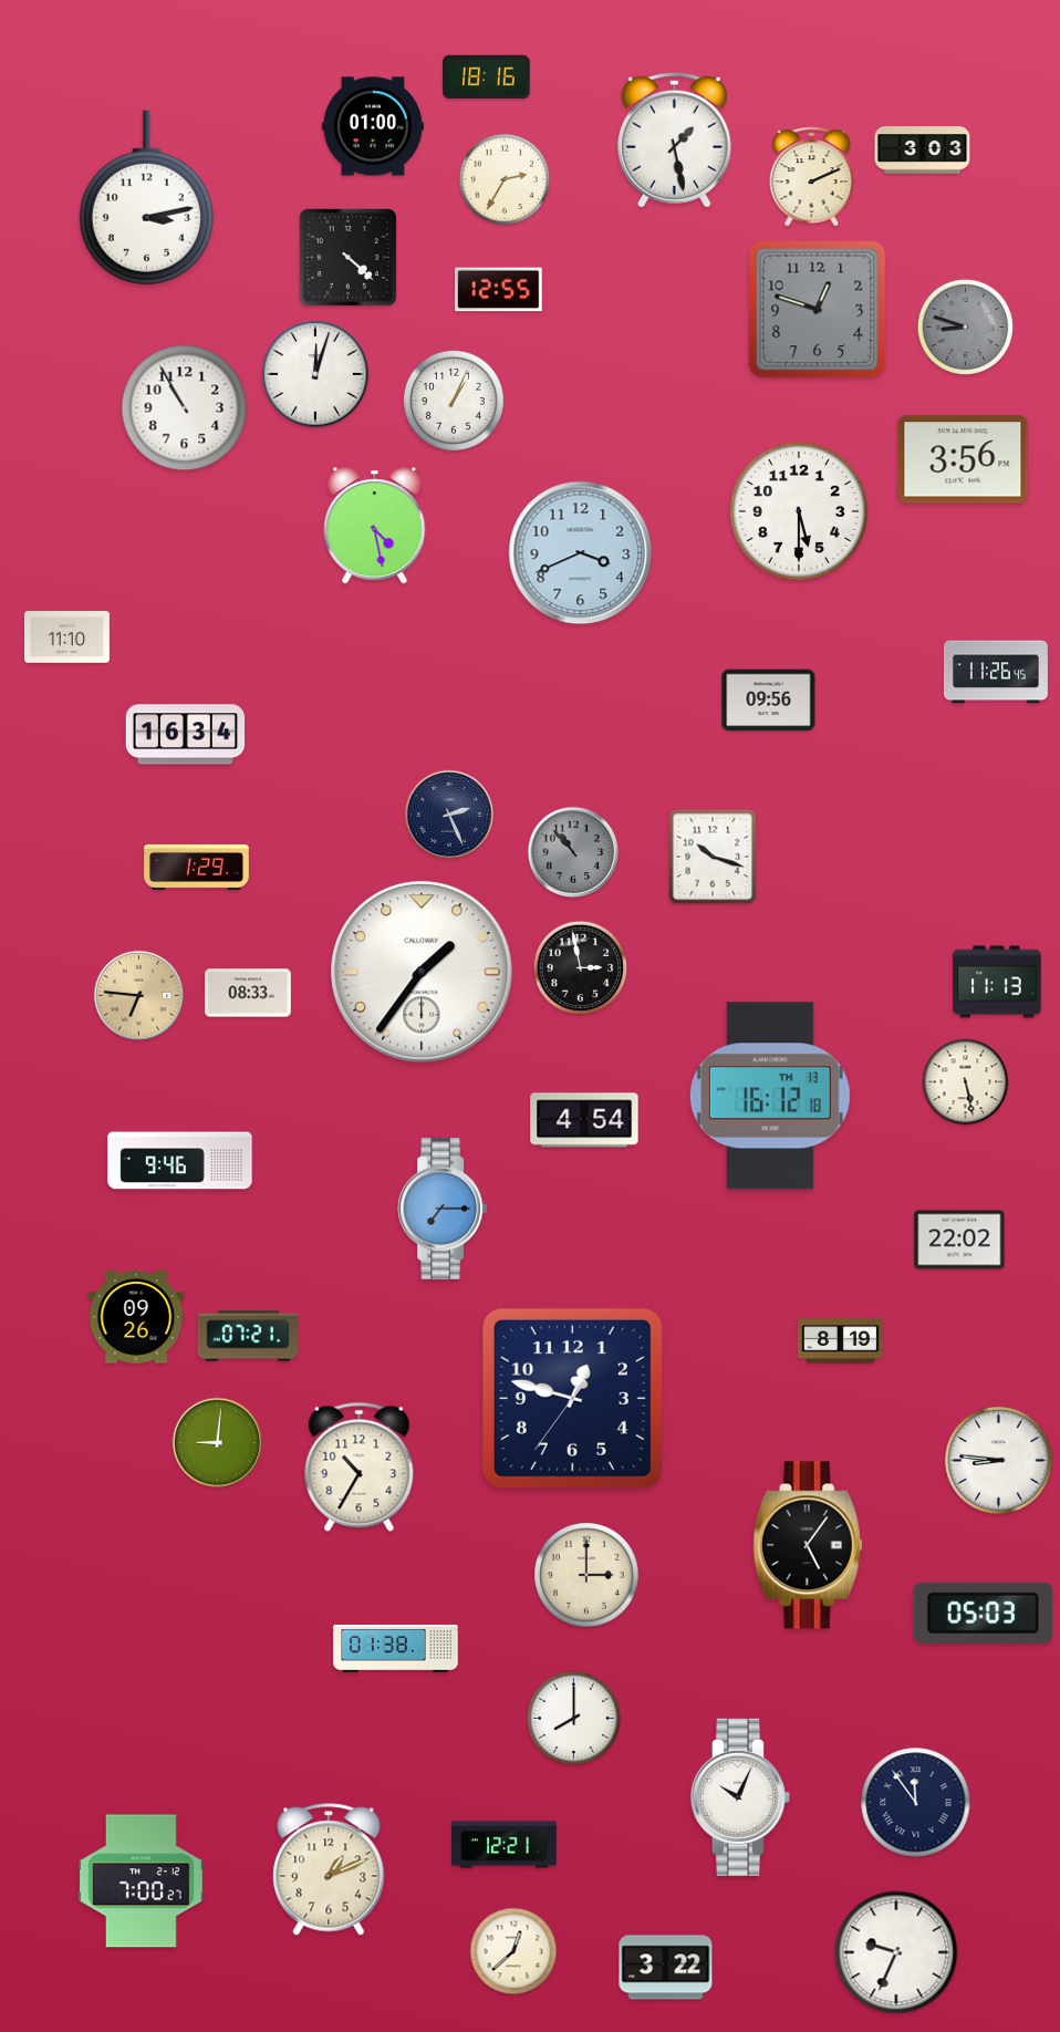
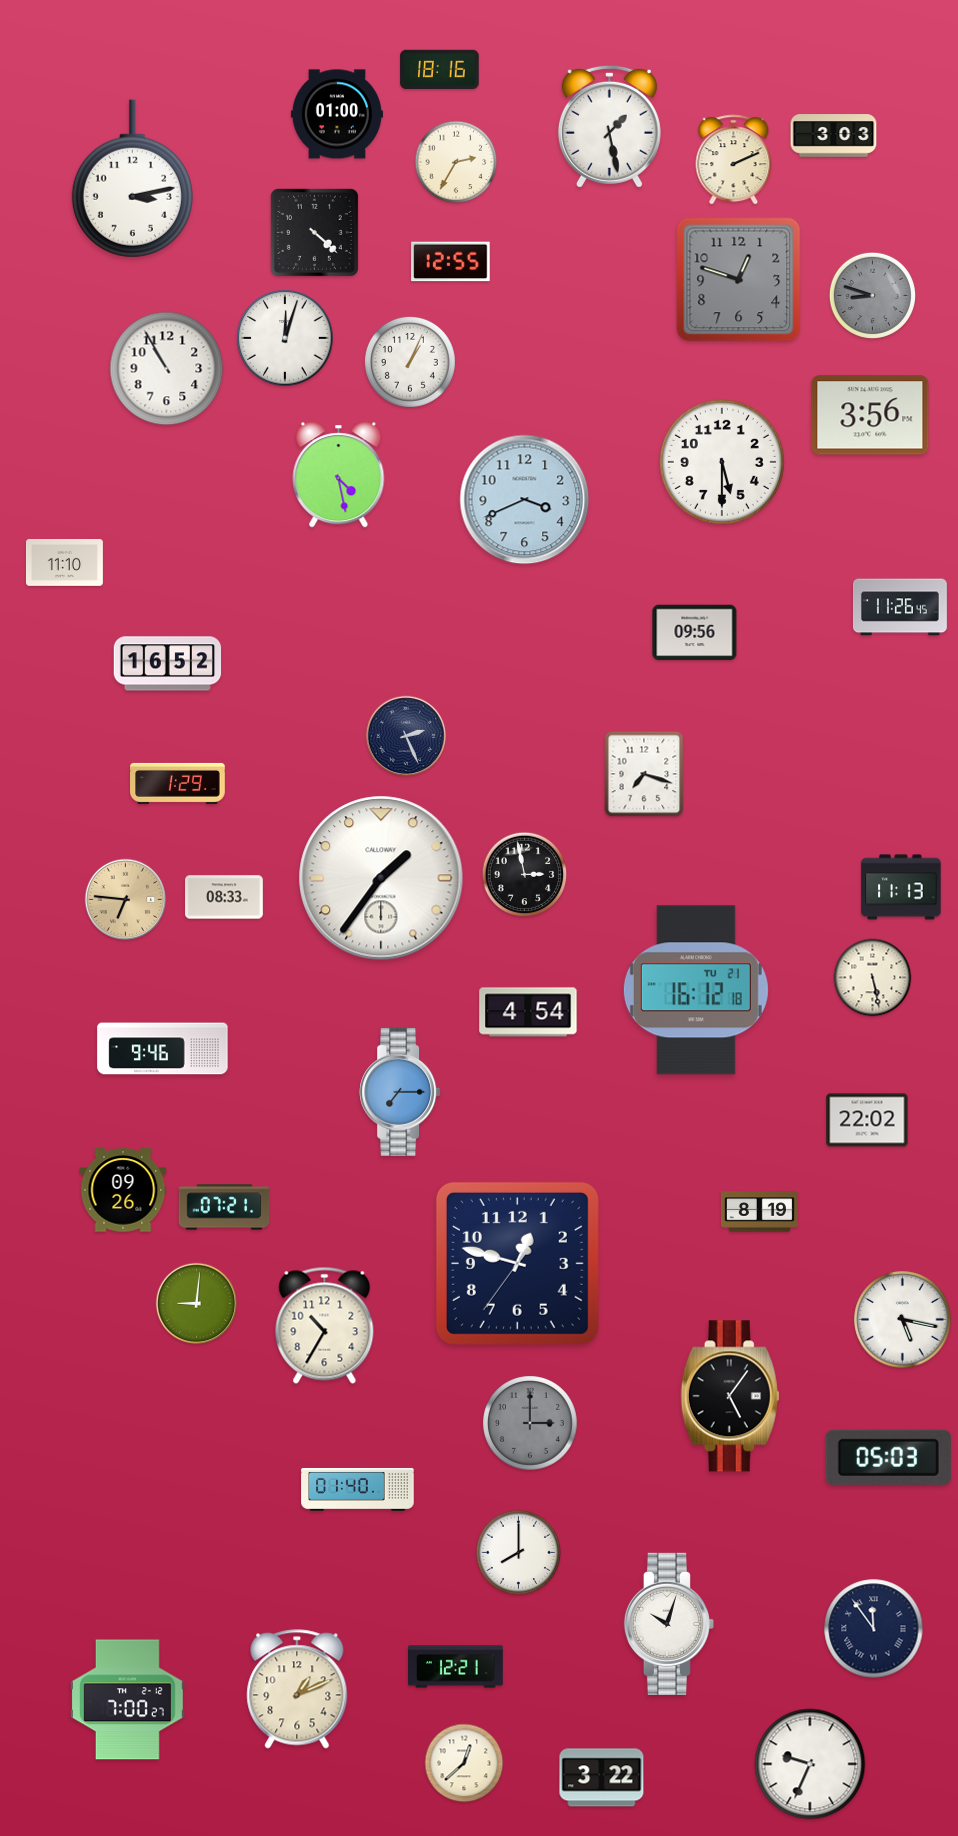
clock at (66, 637) position: (66, 637) -> (64, 563)
clock at (186, 735): 16:34 -> 16:52
clock at (573, 852): 10:53 -> none
clock at (713, 857): 10:18 -> 7:18
clock at (770, 1096) date: TH 13 -> TU 21
clock at (999, 1461): 8:46 -> 5:17
clock at (586, 1575) dial: cream -> grey
clock at (396, 1648): 01:38 -> 01:40
clock at (740, 1797): 10:04 -> 10:03
clock at (916, 1803) position: (916, 1803) -> (874, 1629)
